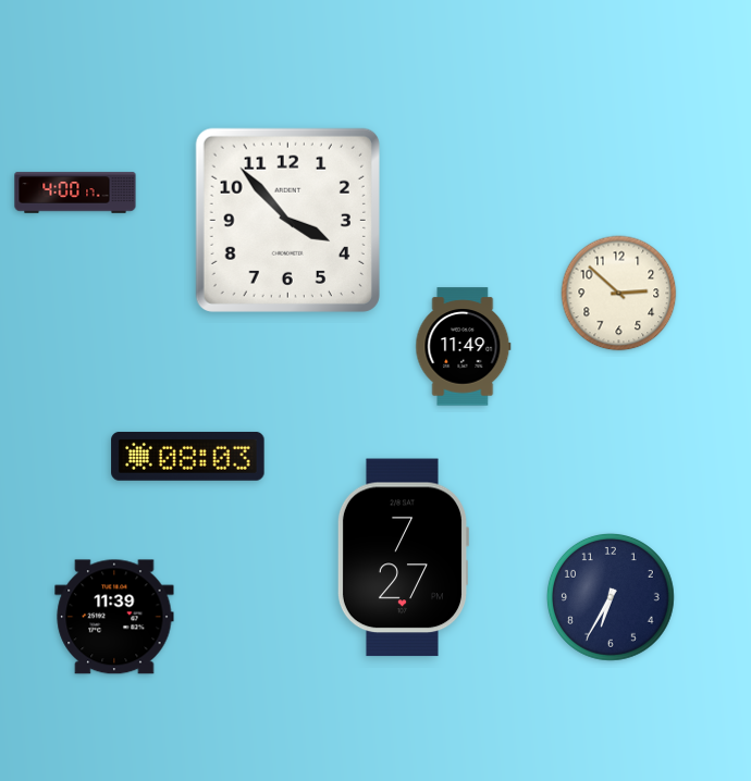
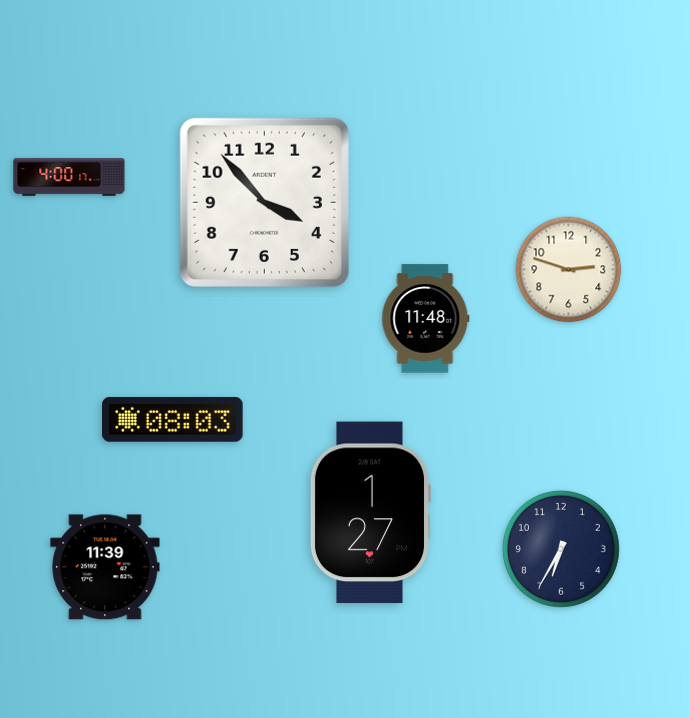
clock at (619, 294): 2:52 -> 2:48
clock at (464, 347): 11:49 -> 11:48
clock at (402, 558): 7:27 -> 1:27
